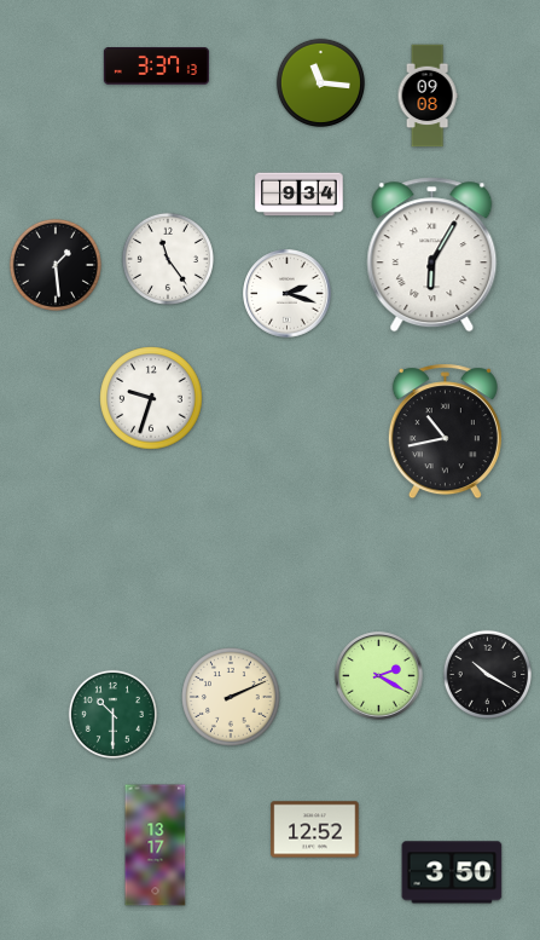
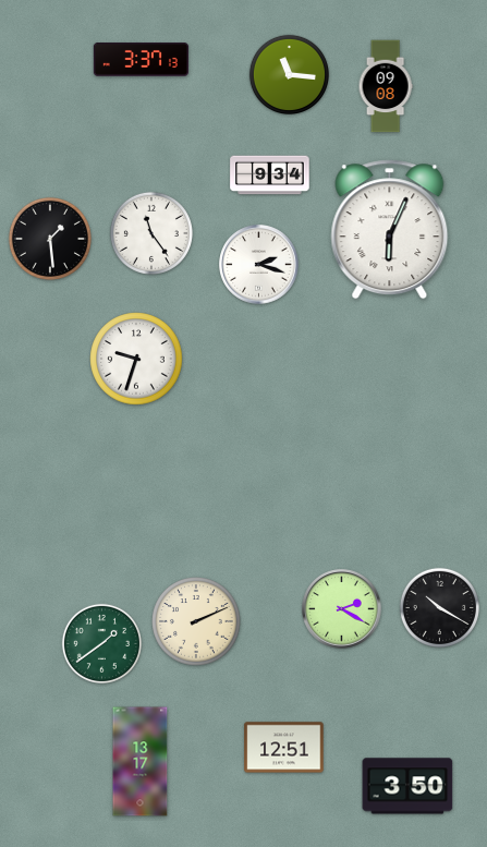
clock at (432, 255): 6:05 -> 6:04
clock at (445, 432): 10:43 -> none
clock at (232, 698) position: (232, 698) -> (197, 622)
clock at (112, 714): 10:30 -> 1:39
clock at (315, 830): 12:52 -> 12:51
